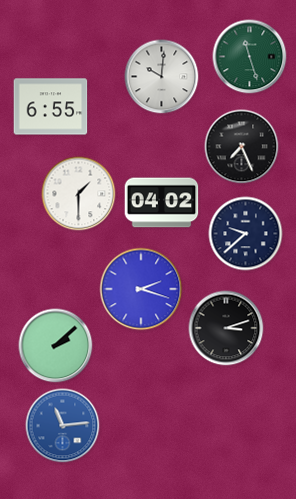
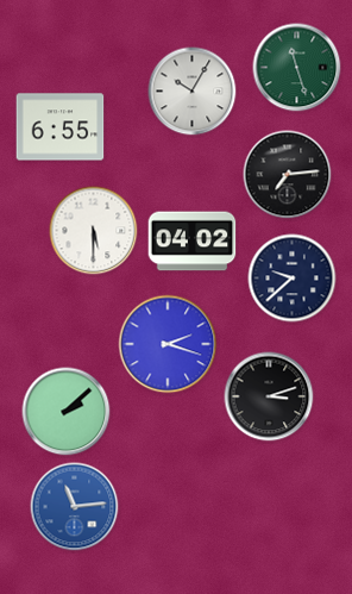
clock at (162, 77): 10:01 -> 10:05
clock at (242, 147): 7:26 -> 7:14
clock at (79, 194): 1:30 -> 5:30
clock at (226, 328) position: (226, 328) -> (269, 396)
